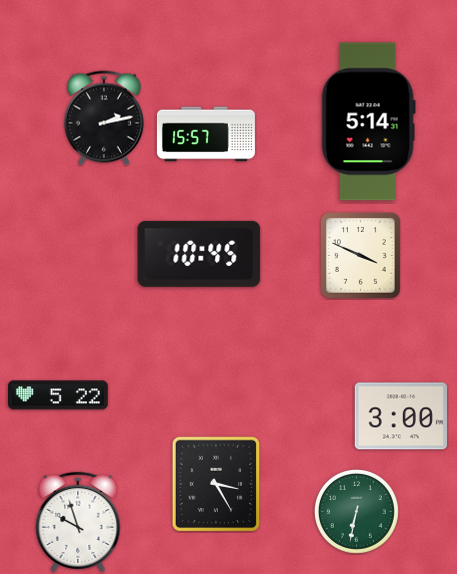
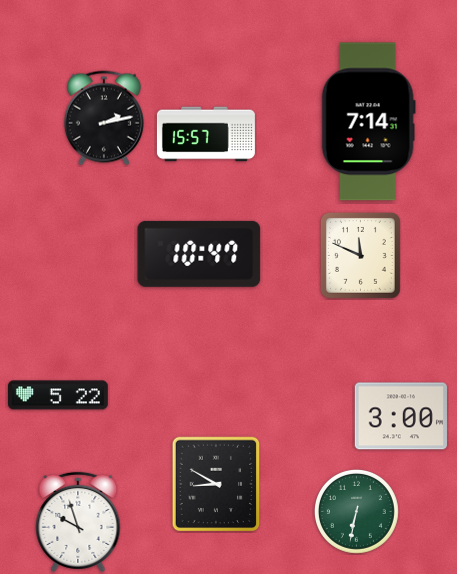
clock at (368, 122): 5:14 -> 7:14
clock at (199, 254): 10:45 -> 10:47
clock at (360, 256): 3:49 -> 11:49
clock at (216, 484): 3:25 -> 8:50
